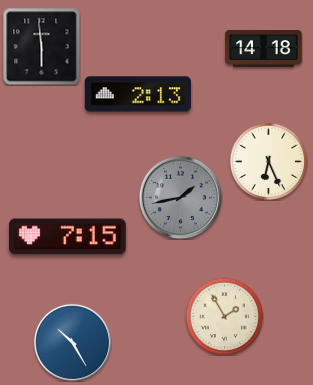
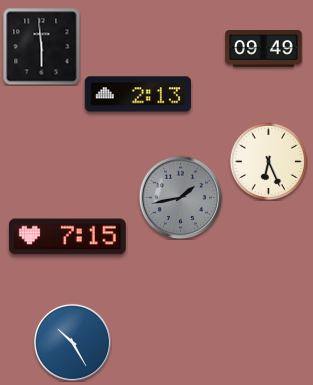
clock at (264, 49): 14:18 -> 09:49
clock at (224, 316): 1:55 -> none
